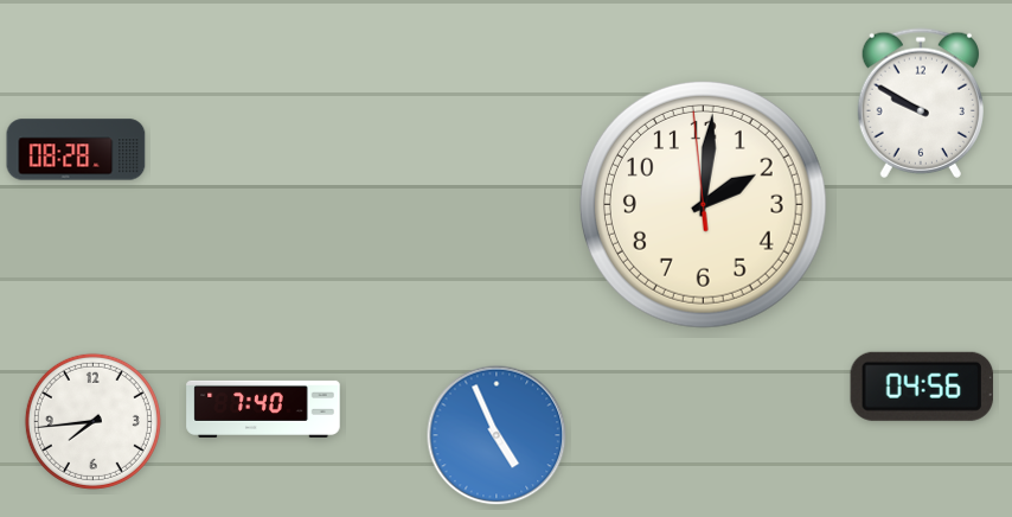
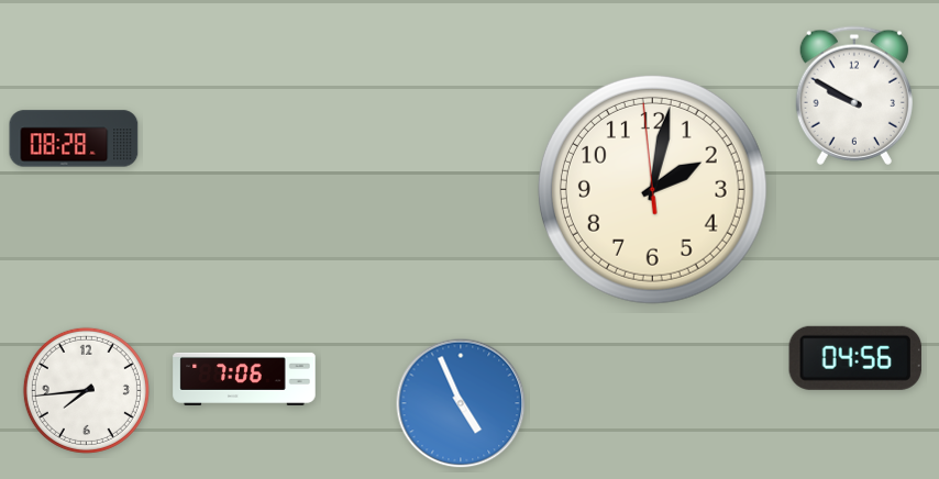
clock at (76, 149) position: (76, 149) -> (74, 138)
clock at (703, 204): 2:00 -> 2:01
clock at (263, 409): 7:40 -> 7:06
